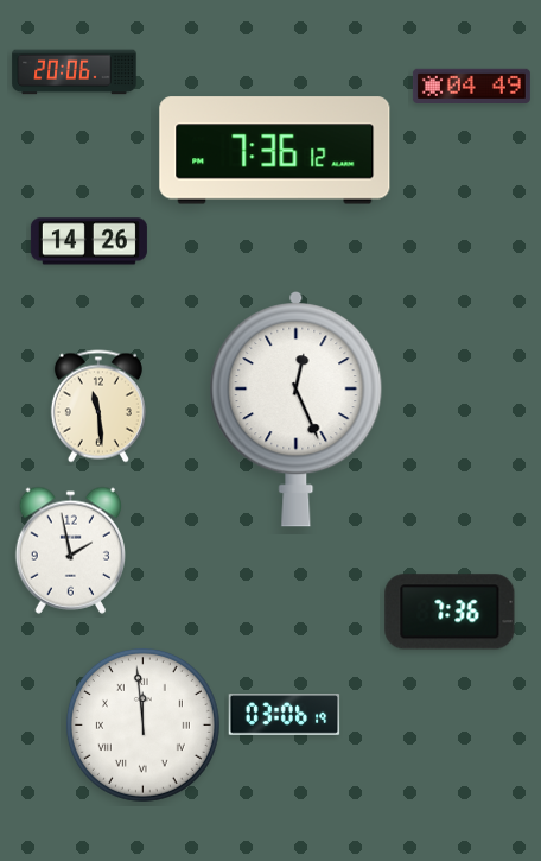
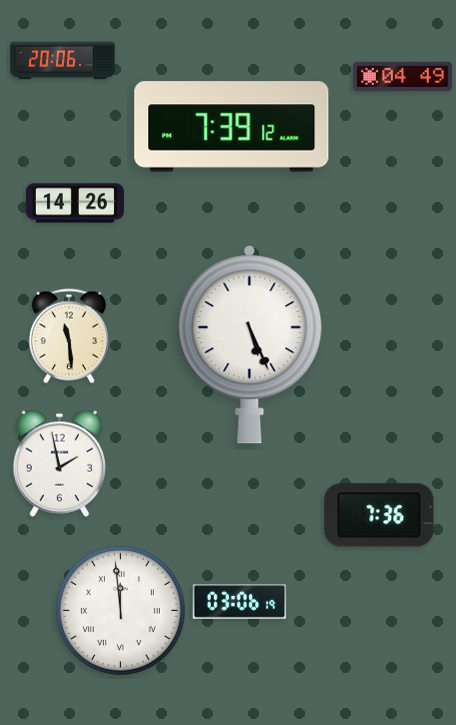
clock at (471, 86) position: (471, 86) -> (402, 76)
clock at (275, 151): 7:36 -> 7:39
clock at (98, 406) position: (98, 406) -> (69, 336)
clock at (297, 410): 12:26 -> 5:26
